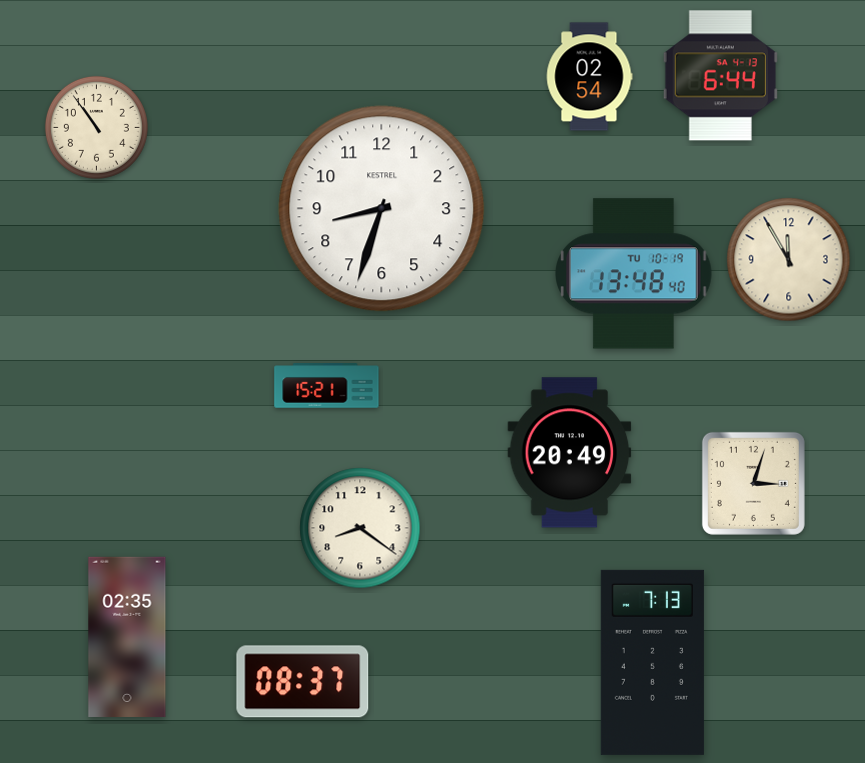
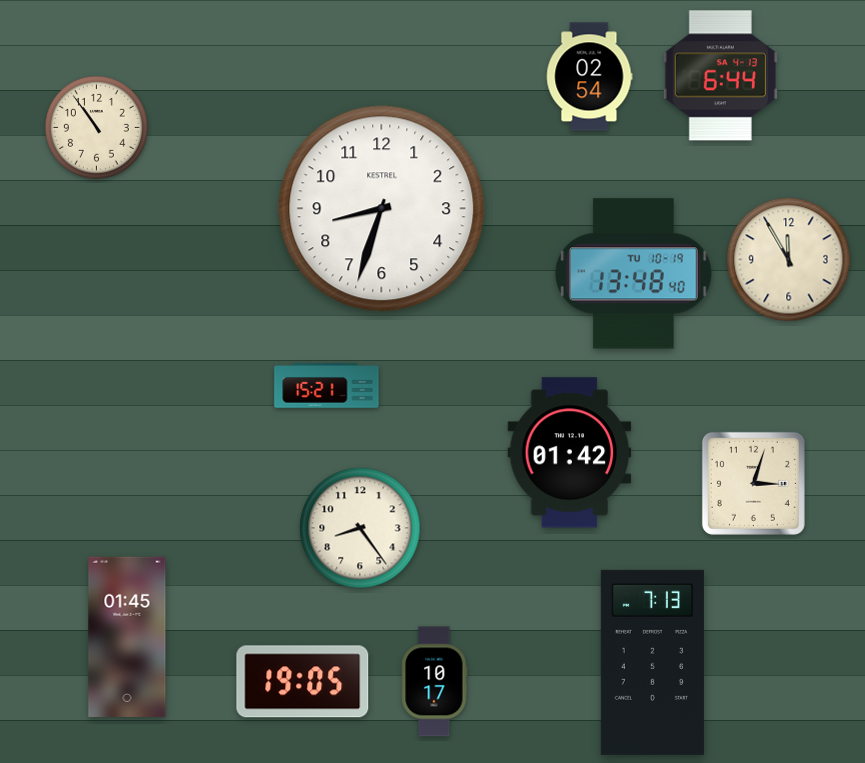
clock at (570, 453): 20:49 -> 01:42
clock at (360, 528): 8:21 -> 8:24
clock at (127, 636): 02:35 -> 01:45
clock at (303, 682): 08:37 -> 19:05
clock at (435, 682): none -> 10:17
